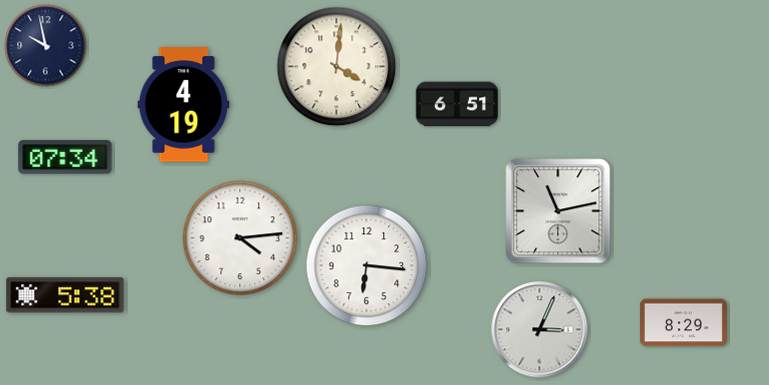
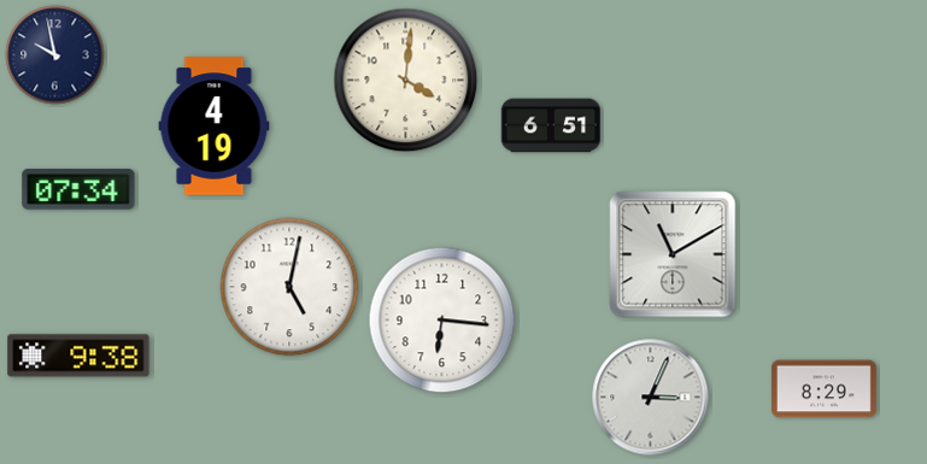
clock at (184, 105) position: (184, 105) -> (215, 127)
clock at (558, 211): 11:13 -> 11:10
clock at (240, 238): 4:14 -> 5:02
clock at (65, 295): 5:38 -> 9:38
